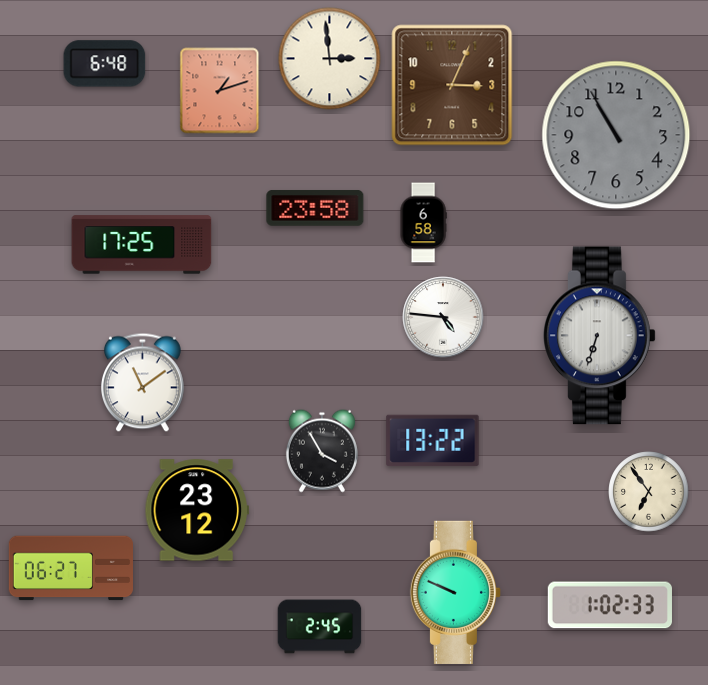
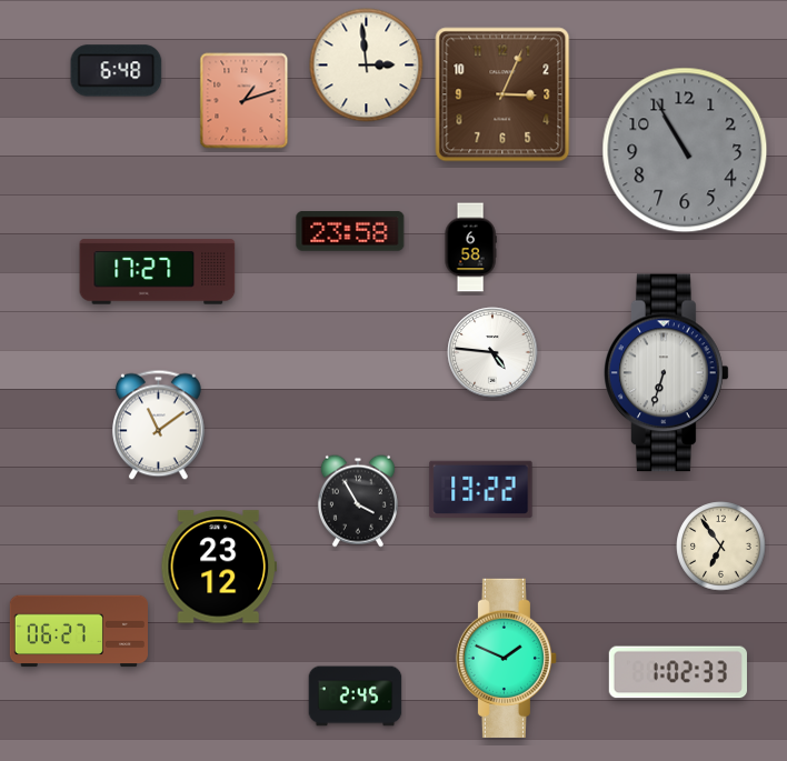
clock at (142, 245): 17:25 -> 17:27
clock at (455, 592): 9:49 -> 1:49
